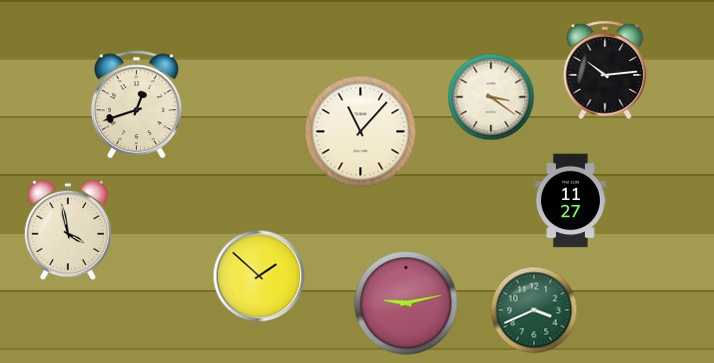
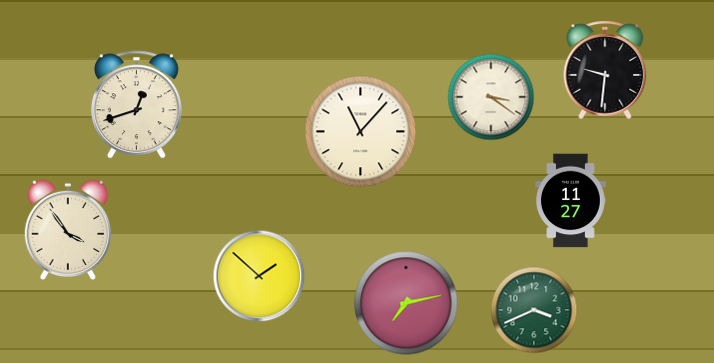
clock at (605, 70): 10:14 -> 9:31
clock at (67, 230): 3:58 -> 3:54
clock at (406, 303): 9:13 -> 7:13
